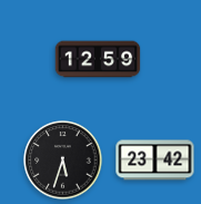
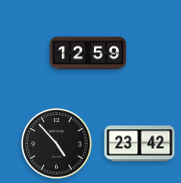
clock at (63, 161): 5:33 -> 4:53
